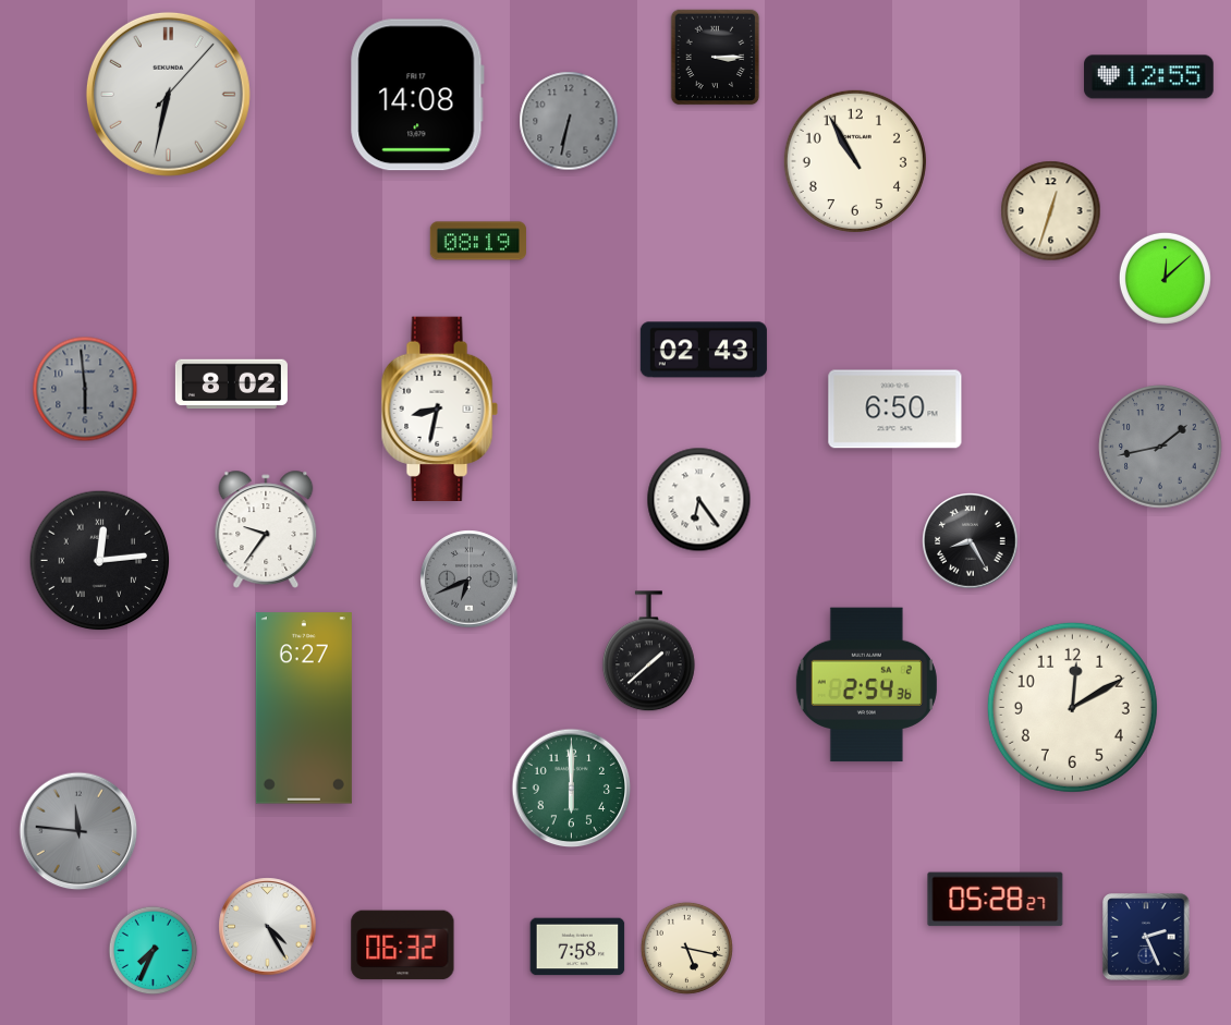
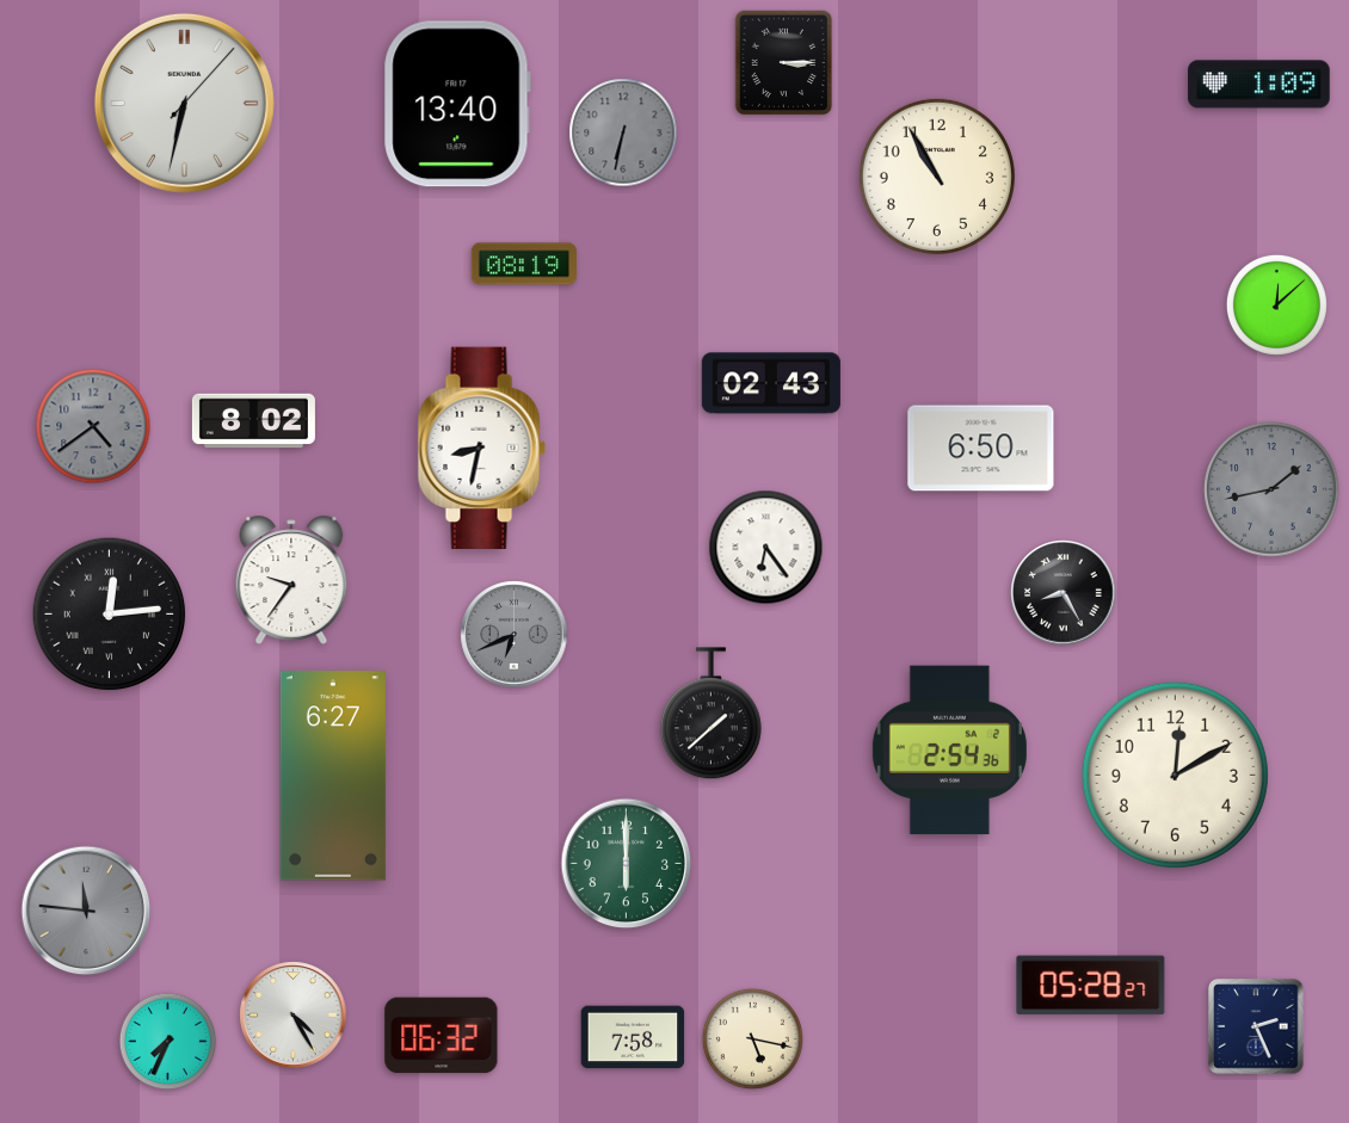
clock at (1149, 77): 12:55 -> 1:09
clock at (417, 95): 14:08 -> 13:40
clock at (1051, 211): 12:33 -> none
clock at (85, 389): 5:59 -> 4:39
